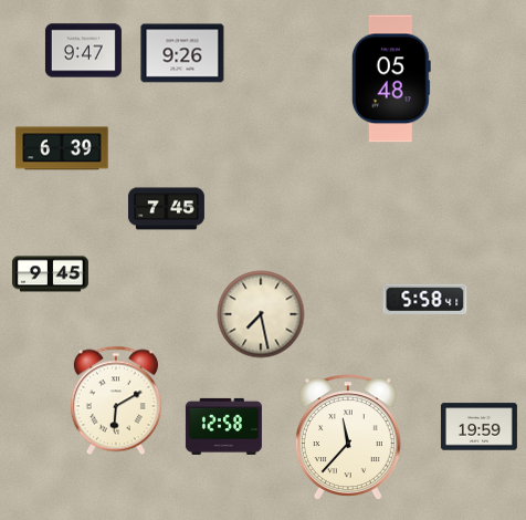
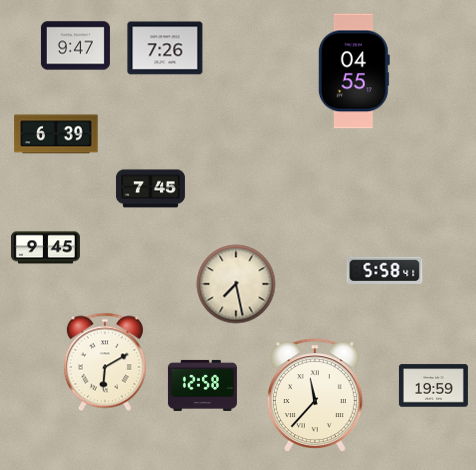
clock at (182, 53): 9:26 -> 7:26
clock at (391, 79): 05:48 -> 04:55
